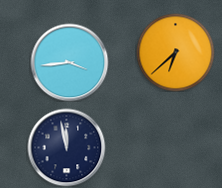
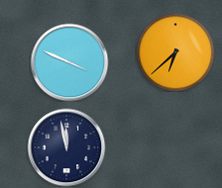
clock at (69, 62): 3:44 -> 3:49
